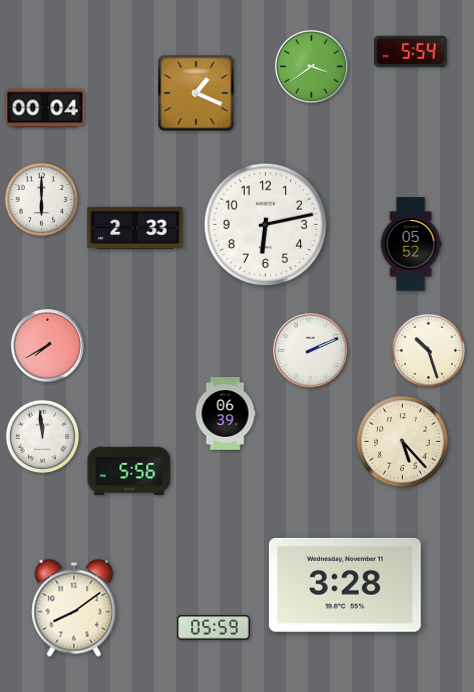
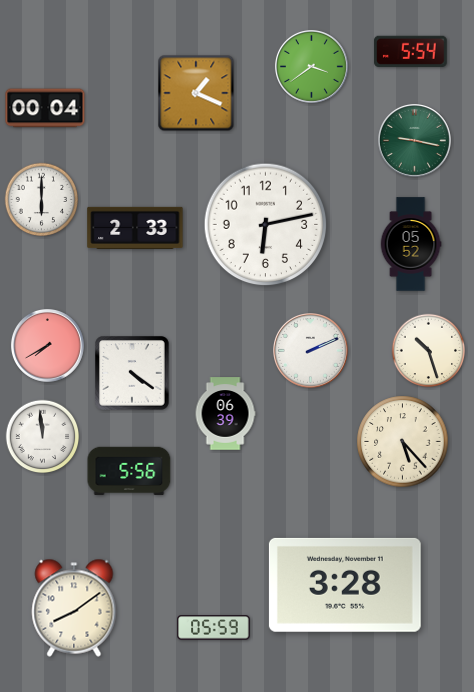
clock at (414, 140): none -> 9:17
clock at (133, 374): none -> 4:21
